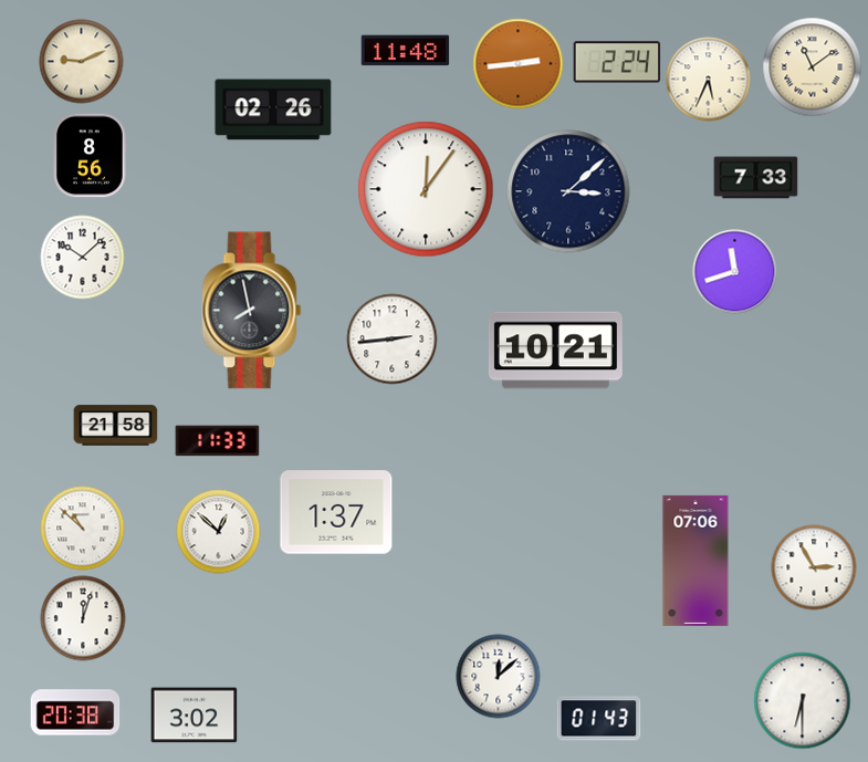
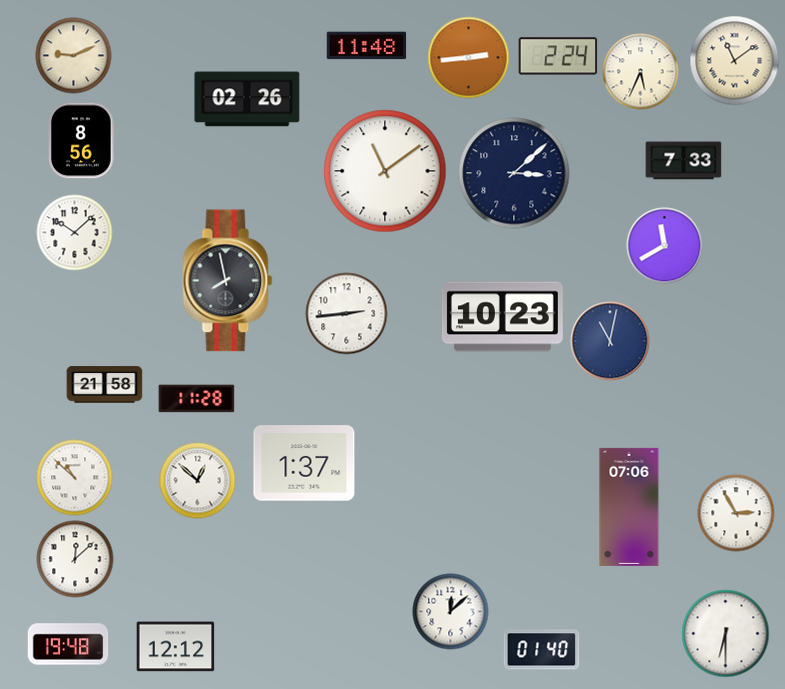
clock at (426, 189): 12:06 -> 11:09
clock at (735, 272): 11:42 -> 11:40
clock at (393, 340) position: (393, 340) -> (347, 314)
clock at (555, 351): 10:21 -> 10:23
clock at (610, 341): none -> 11:02
clock at (218, 441): 11:33 -> 11:28
clock at (83, 618): 12:03 -> 12:08
clock at (75, 712): 20:38 -> 19:48
clock at (195, 716): 3:02 -> 12:12
clock at (599, 719): 01:43 -> 01:40
